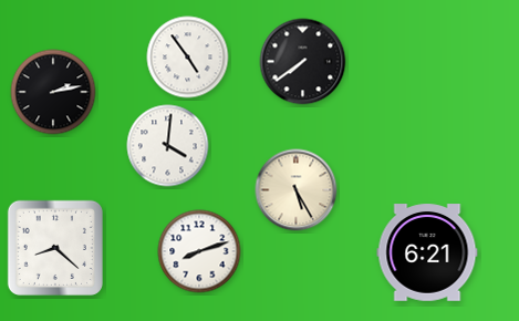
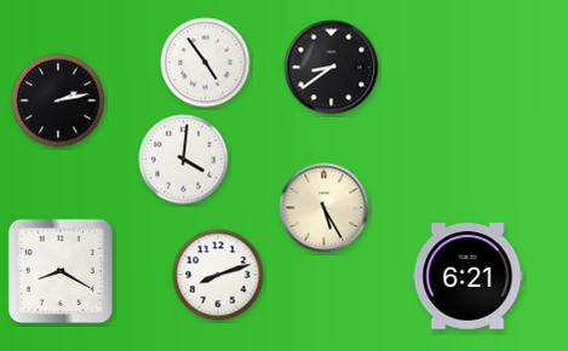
clock at (303, 62): 7:39 -> 8:39
clock at (55, 248): 8:22 -> 8:20
